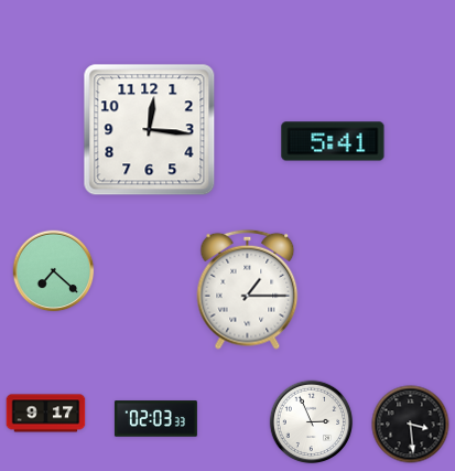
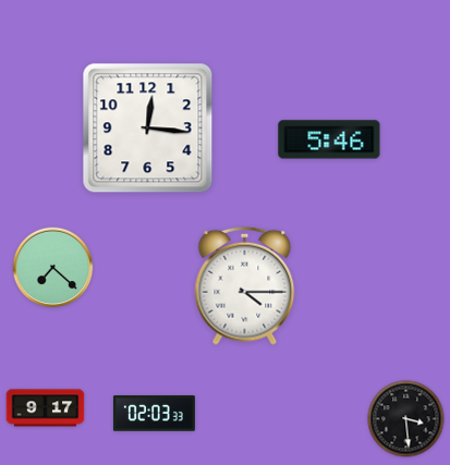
clock at (333, 141): 5:41 -> 5:46
clock at (248, 289): 1:15 -> 4:15
clock at (312, 422): 2:56 -> none
